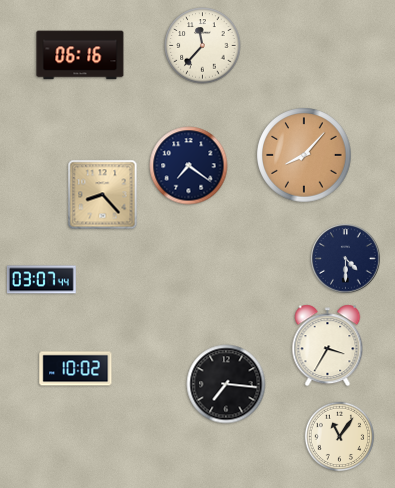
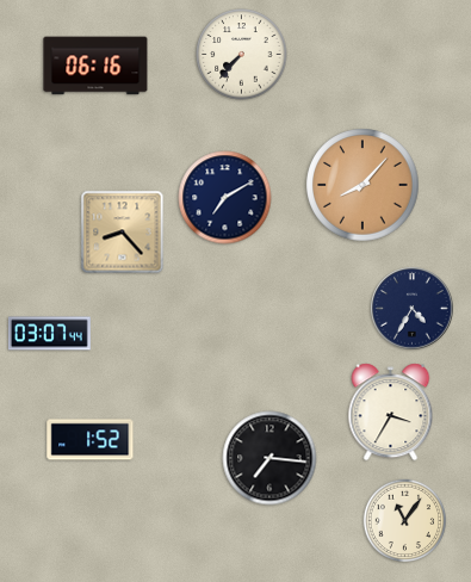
clock at (203, 46): 11:37 -> 7:37
clock at (189, 166): 7:21 -> 7:10
clock at (346, 259): 4:30 -> 4:35
clock at (76, 369): 10:02 -> 1:52
